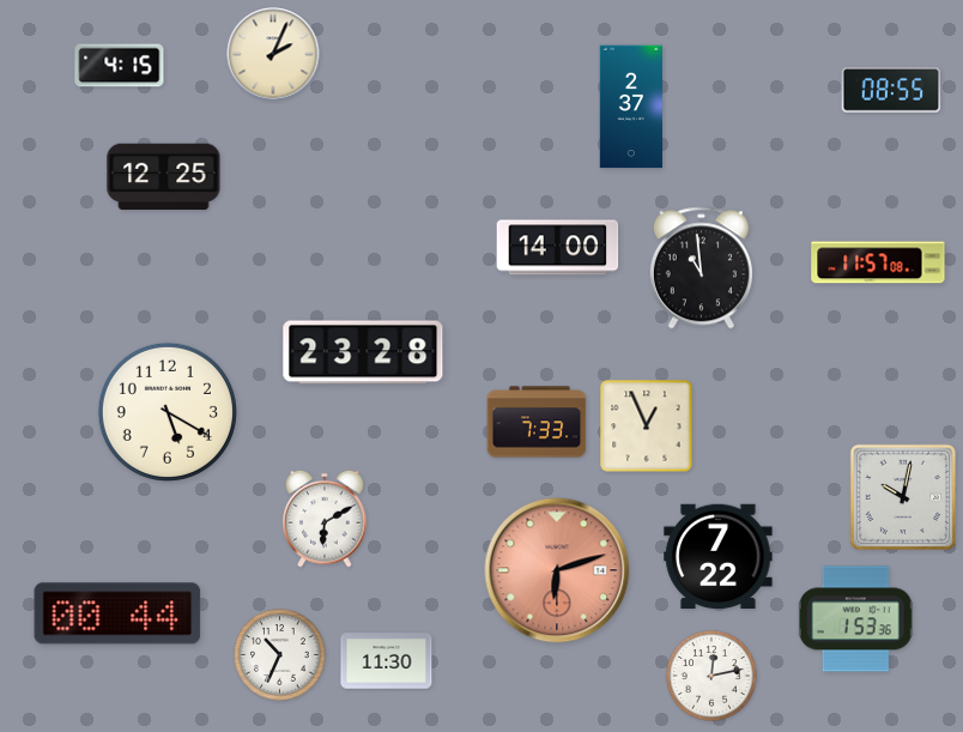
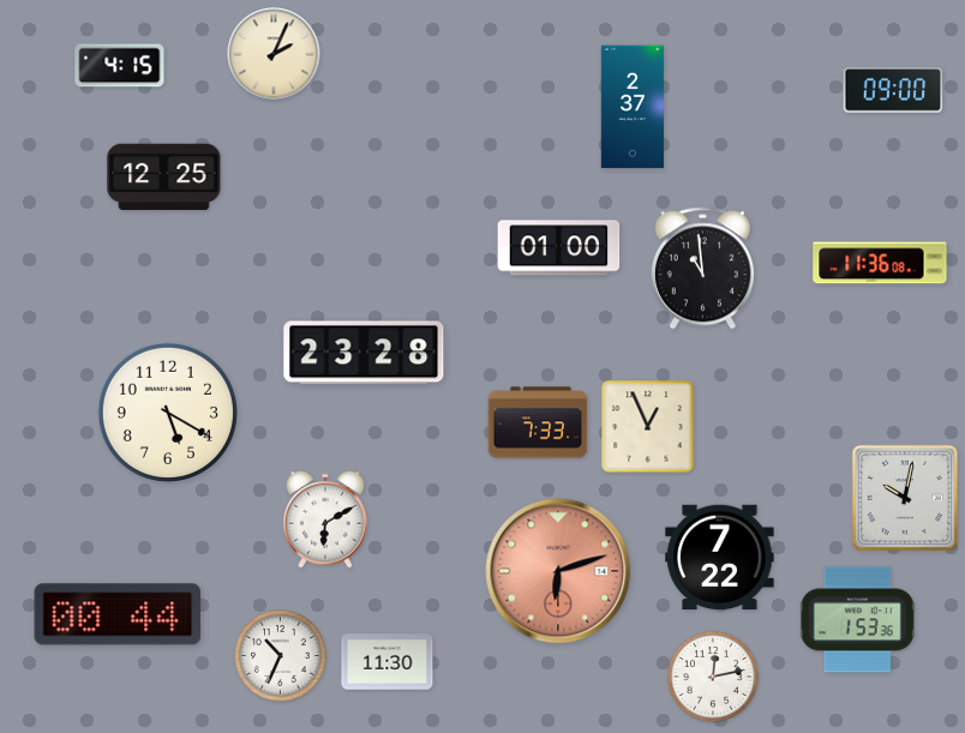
clock at (891, 91): 08:55 -> 09:00
clock at (558, 248): 14:00 -> 01:00
clock at (878, 262): 11:57 -> 11:36
